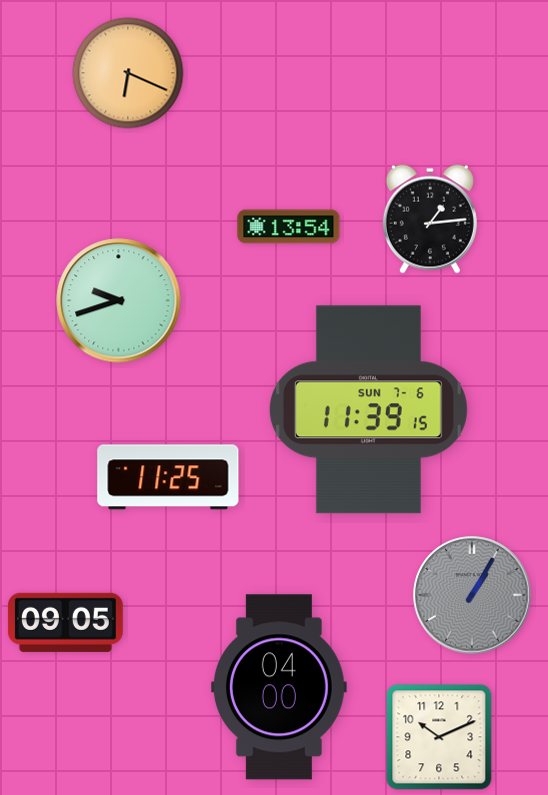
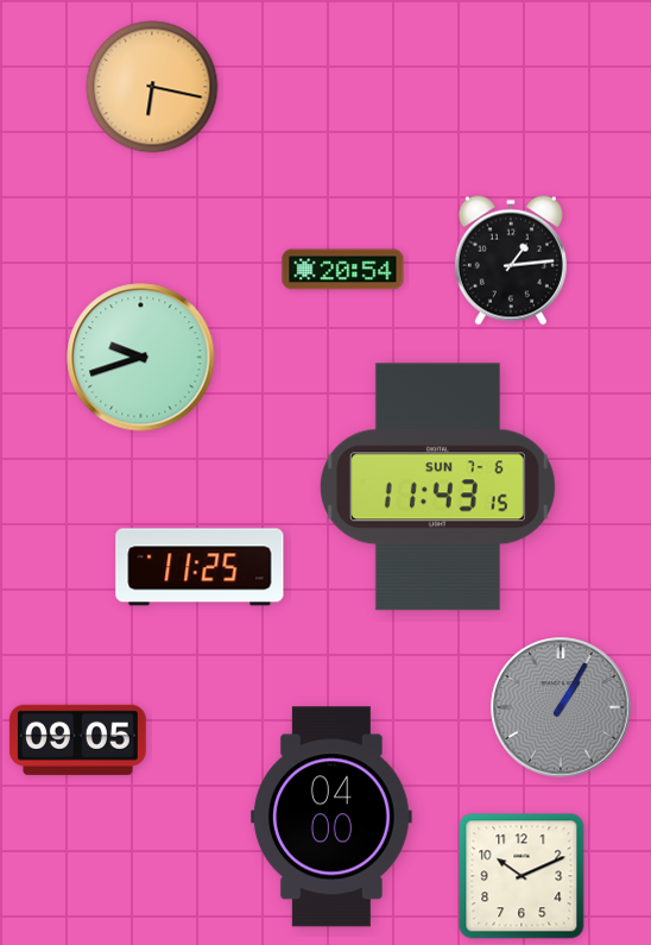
clock at (128, 73): 6:19 -> 6:17
clock at (289, 227): 13:54 -> 20:54
clock at (368, 410): 11:39 -> 11:43
